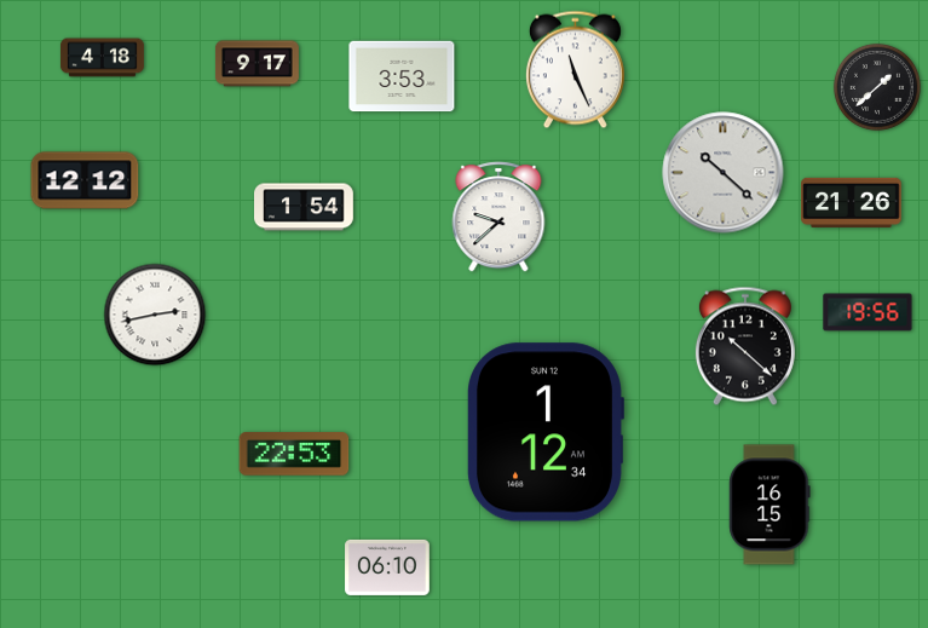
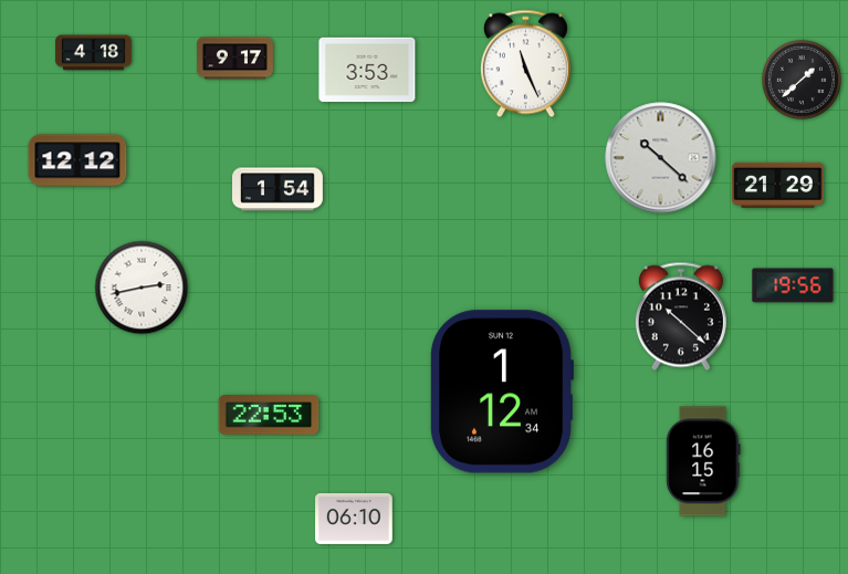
clock at (85, 180) position: (85, 180) -> (77, 160)
clock at (852, 202): 21:26 -> 21:29
clock at (498, 217): 9:38 -> none
clock at (544, 432) position: (544, 432) -> (501, 392)
